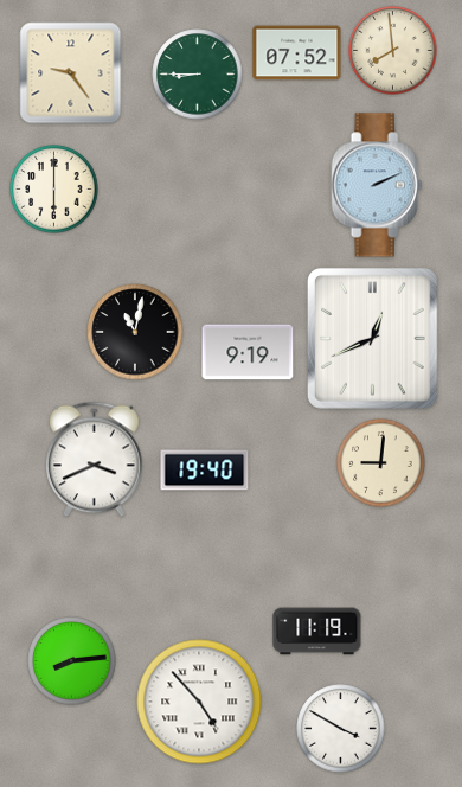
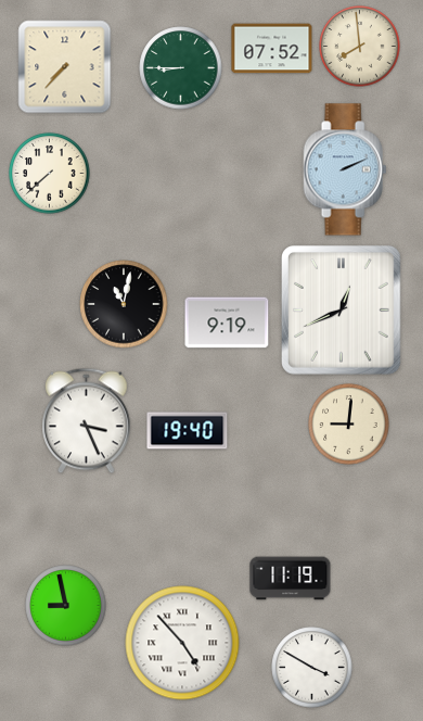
clock at (71, 73): 9:24 -> 7:37
clock at (54, 190): 6:00 -> 7:38
clock at (95, 460): 3:41 -> 3:26
clock at (72, 661): 8:14 -> 8:58
